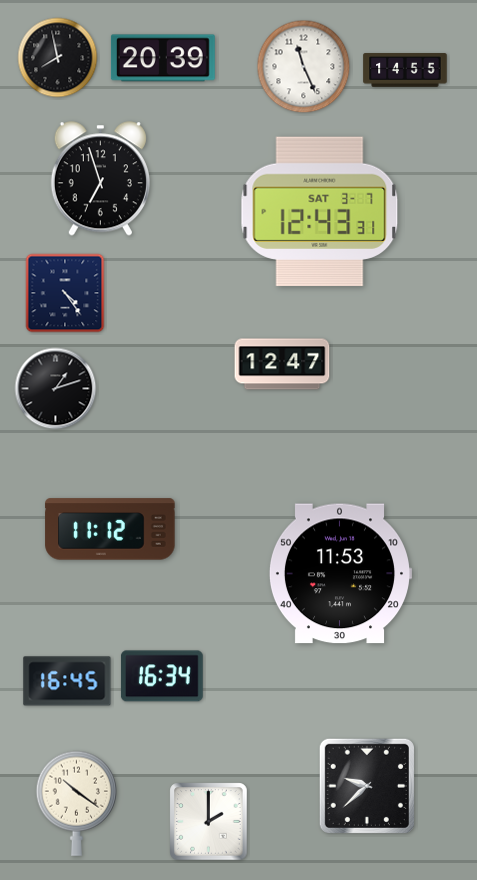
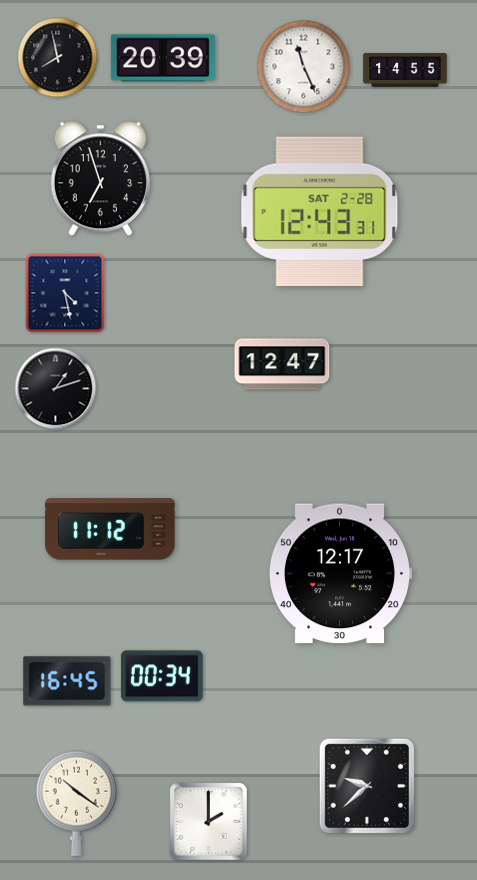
clock at (320, 212) date: SAT 3-7 -> SAT 2-28
clock at (65, 293): 4:24 -> 4:28
clock at (339, 574): 11:53 -> 12:17
clock at (162, 676): 16:34 -> 00:34
